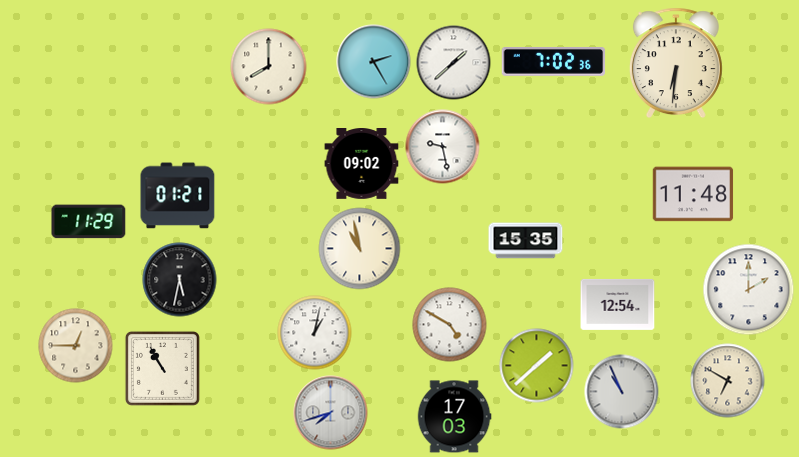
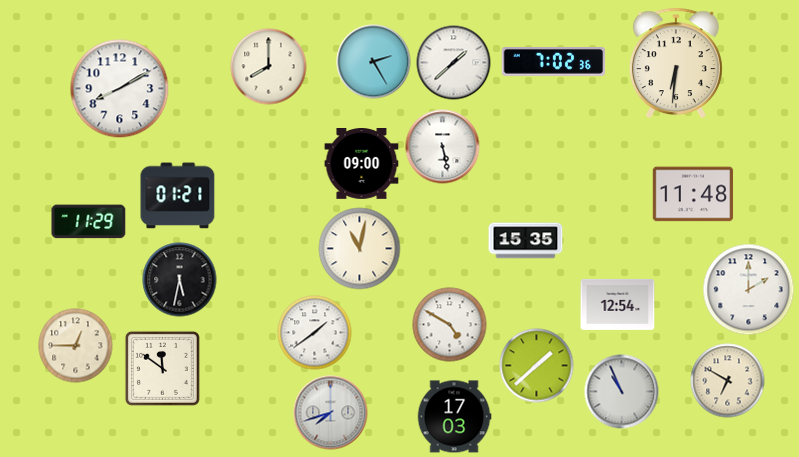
clock at (120, 89): none -> 8:10
clock at (443, 147): 9:28 -> 5:28
clock at (362, 164): 09:02 -> 09:00
clock at (360, 249): 10:58 -> 11:02
clock at (315, 333): 1:02 -> 1:39
clock at (162, 368): 10:55 -> 11:51
